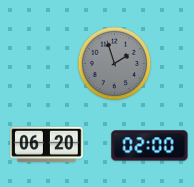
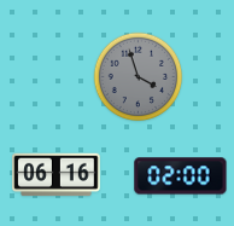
clock at (115, 64): 1:57 -> 3:57
clock at (47, 145): 06:20 -> 06:16
